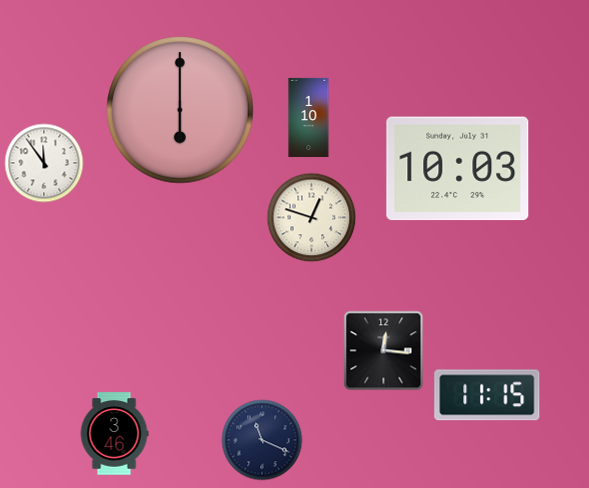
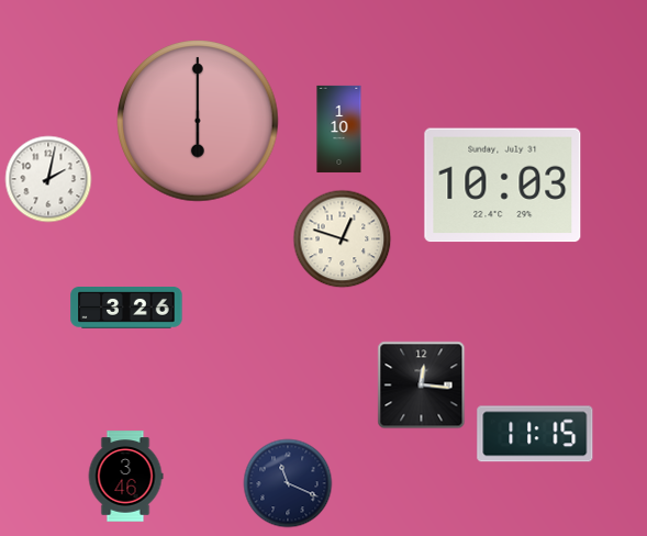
clock at (44, 163): 11:54 -> 2:02
clock at (126, 309): none -> 3:26
